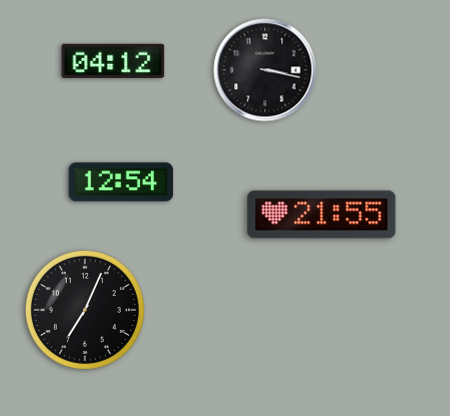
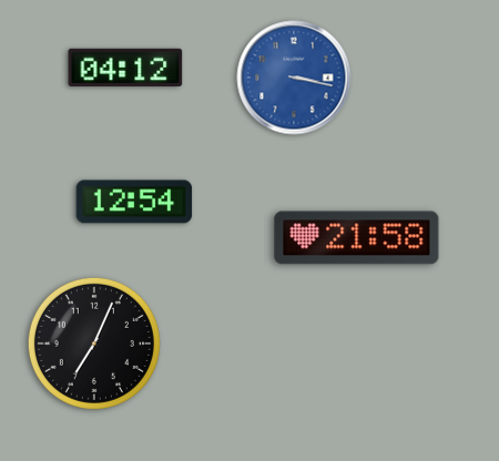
clock at (265, 70) dial: black -> blue
clock at (322, 215): 21:55 -> 21:58
